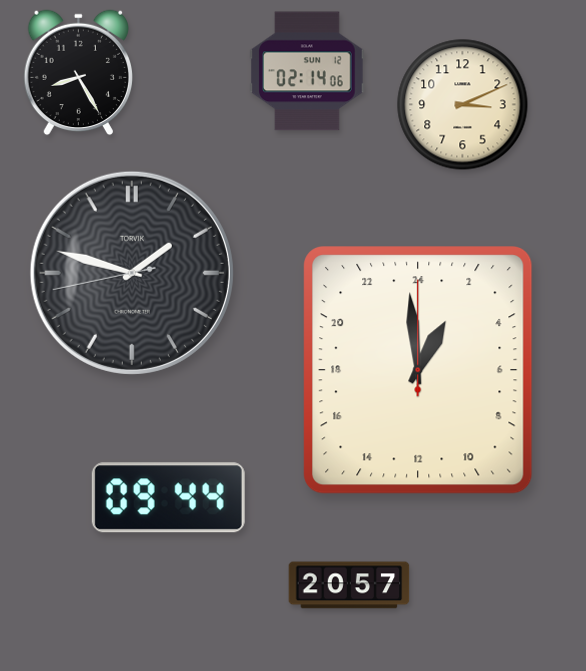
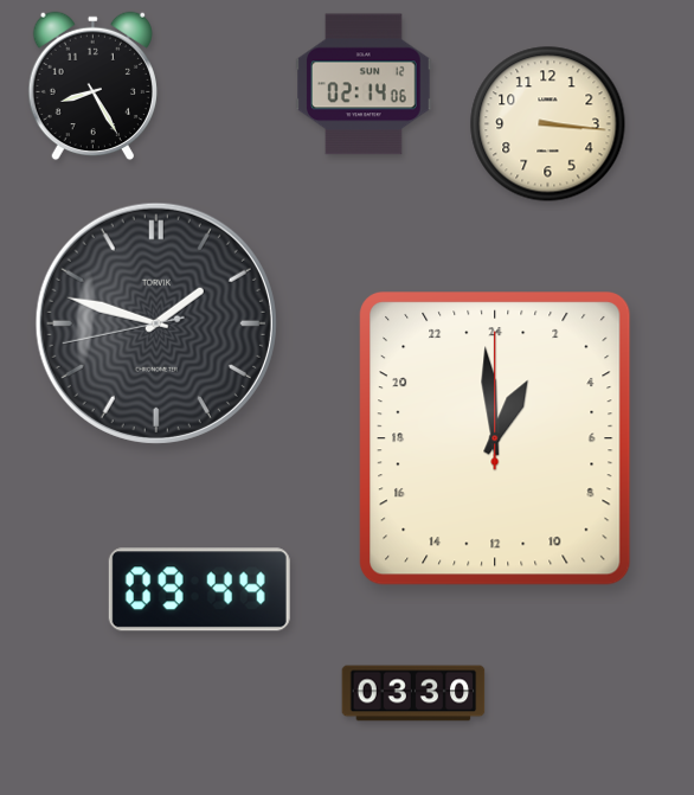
clock at (463, 105): 3:11 -> 3:16
clock at (349, 585): 20:57 -> 03:30
